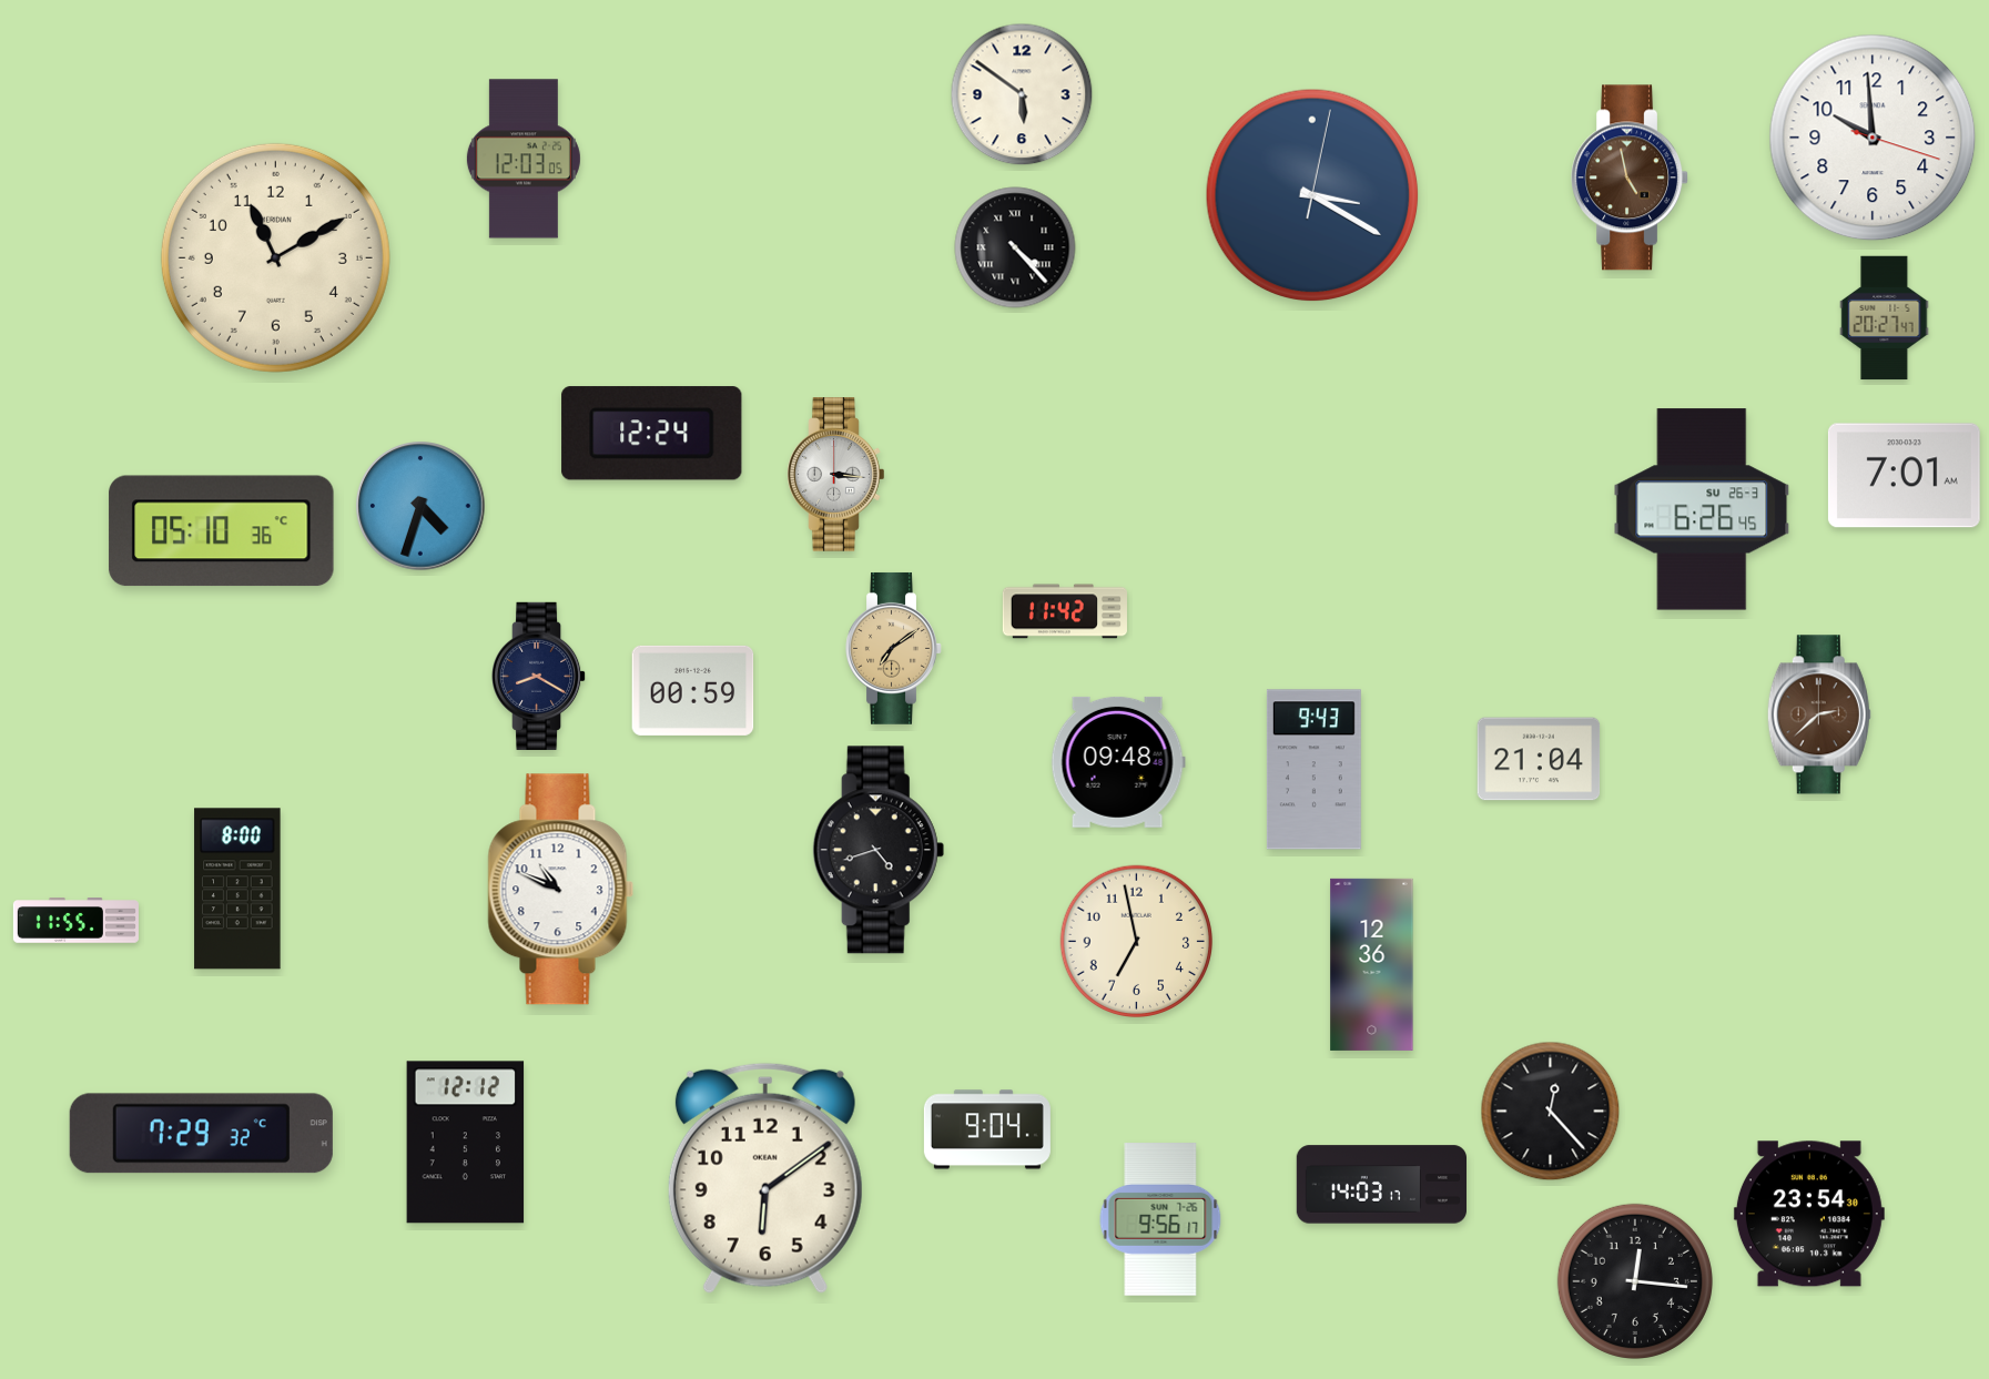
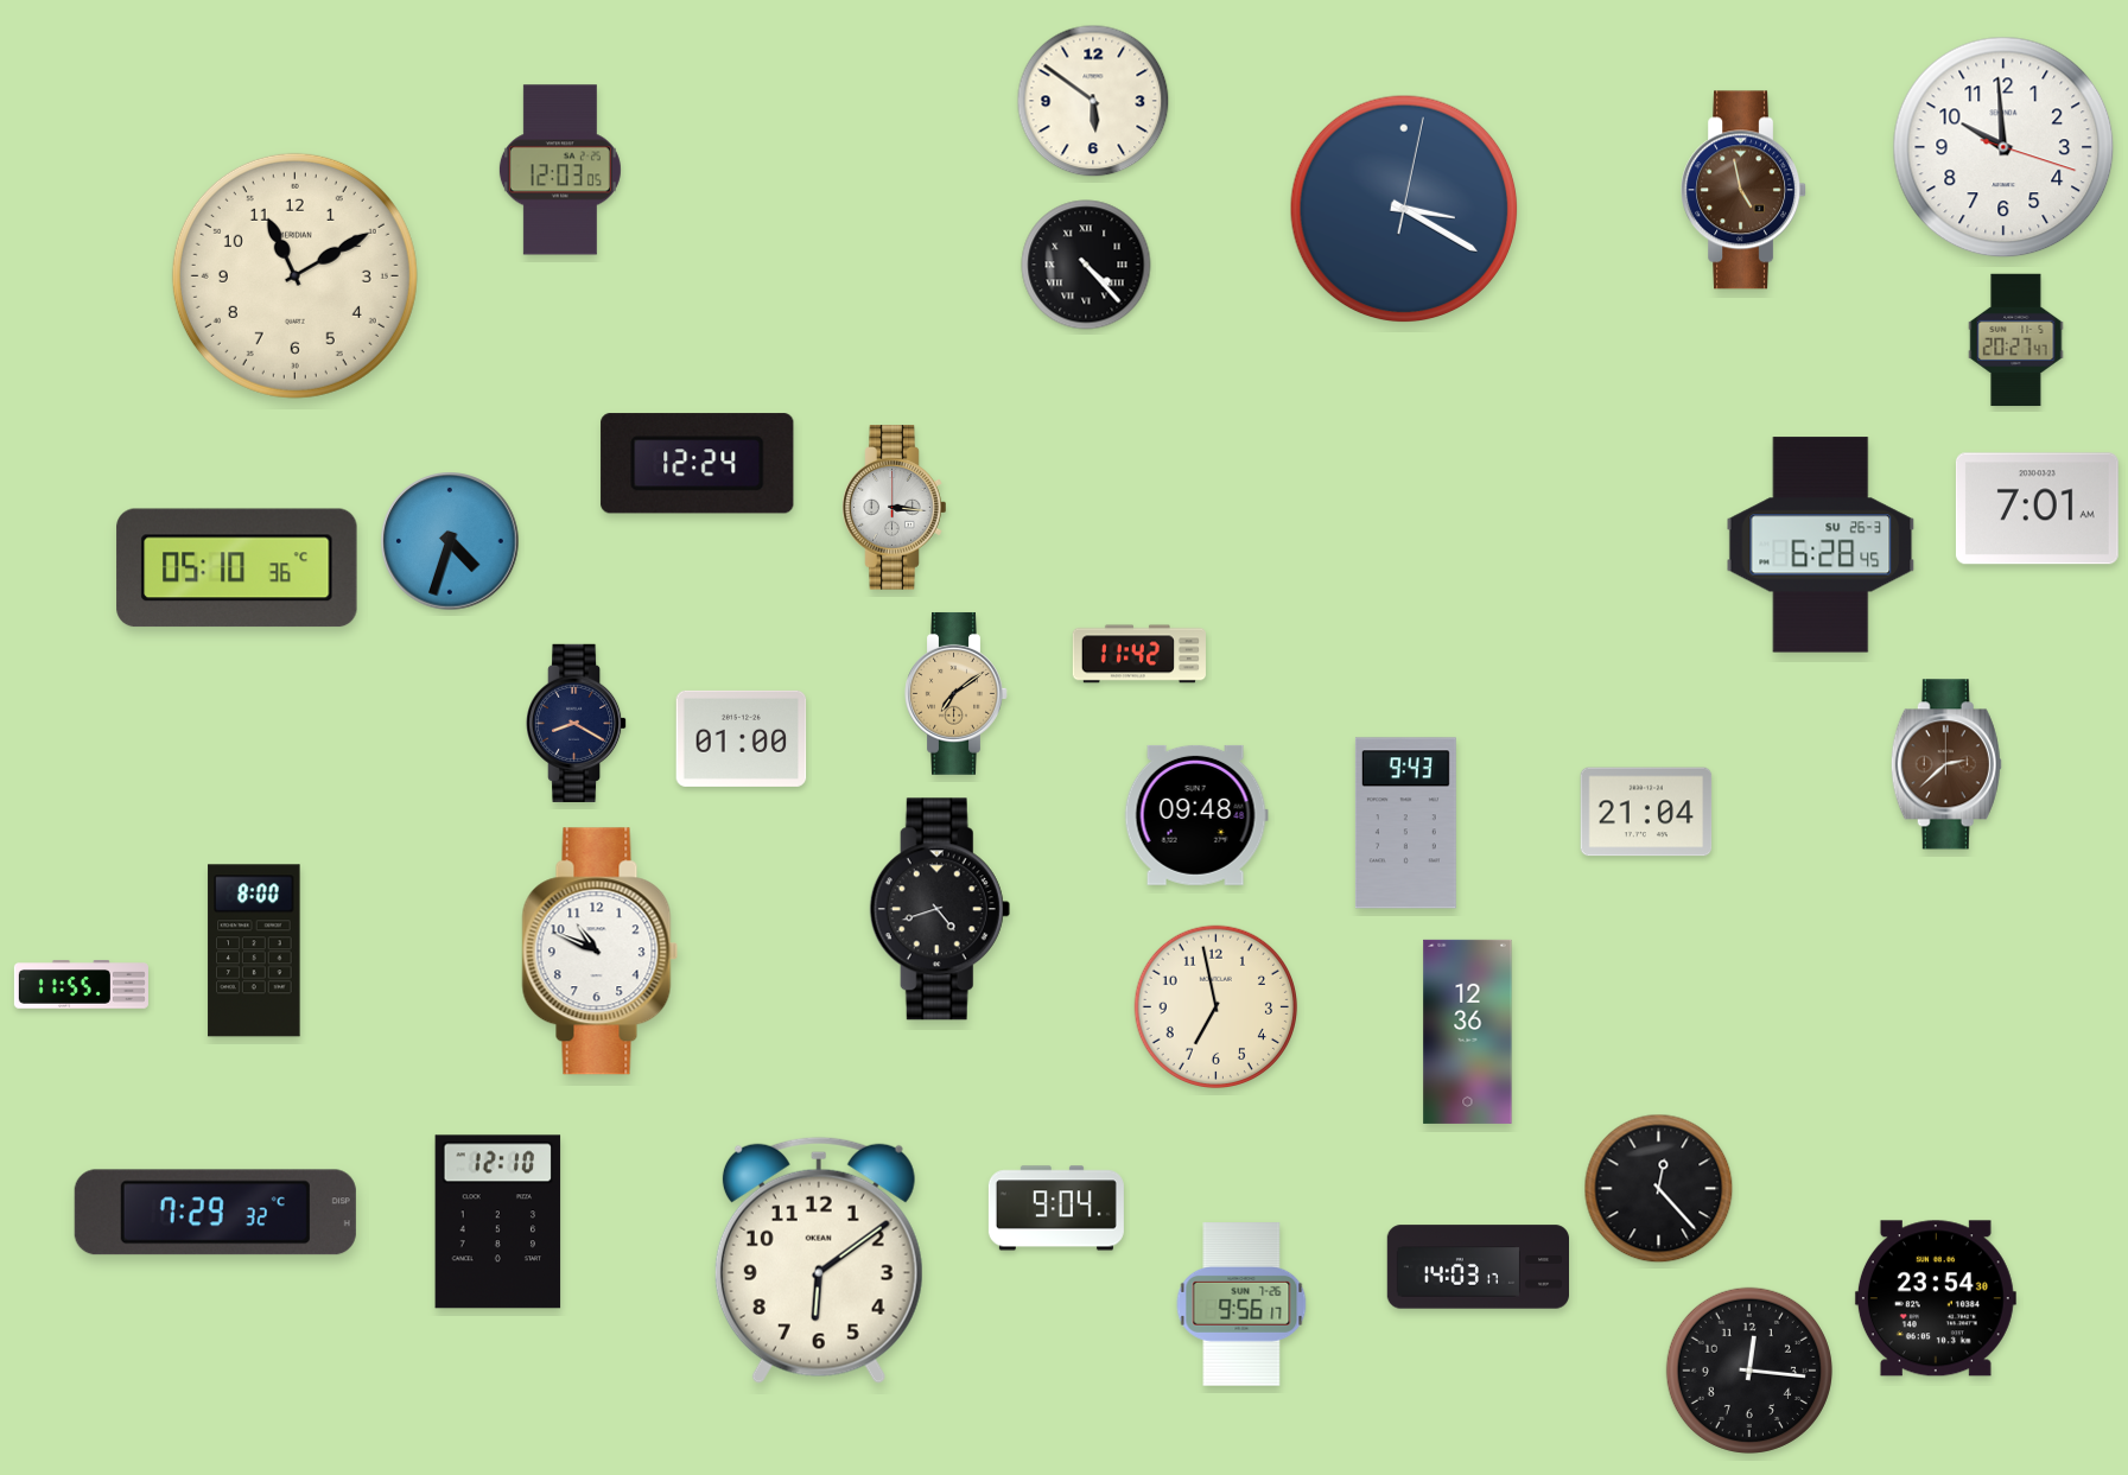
clock at (1702, 509): 6:26 -> 6:28
clock at (693, 690): 00:59 -> 01:00
clock at (466, 1143): 12:12 -> 12:10
